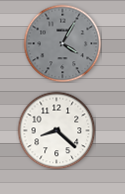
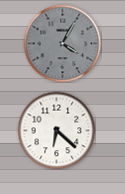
clock at (56, 130): 8:22 -> 6:22
